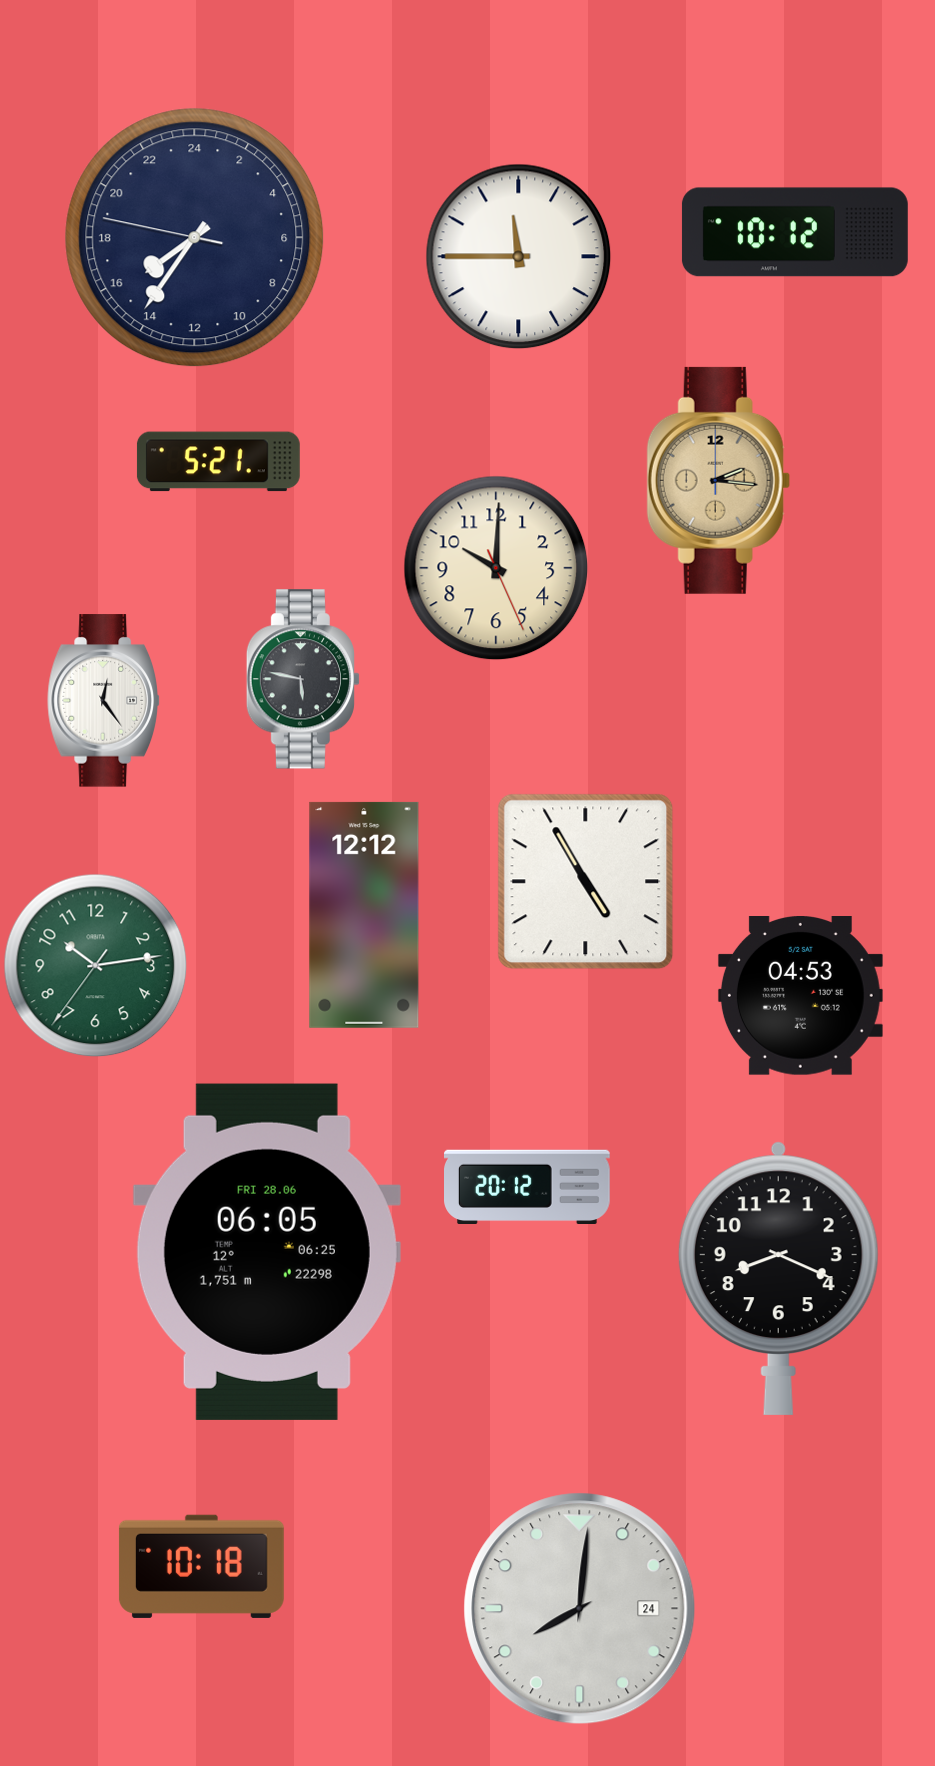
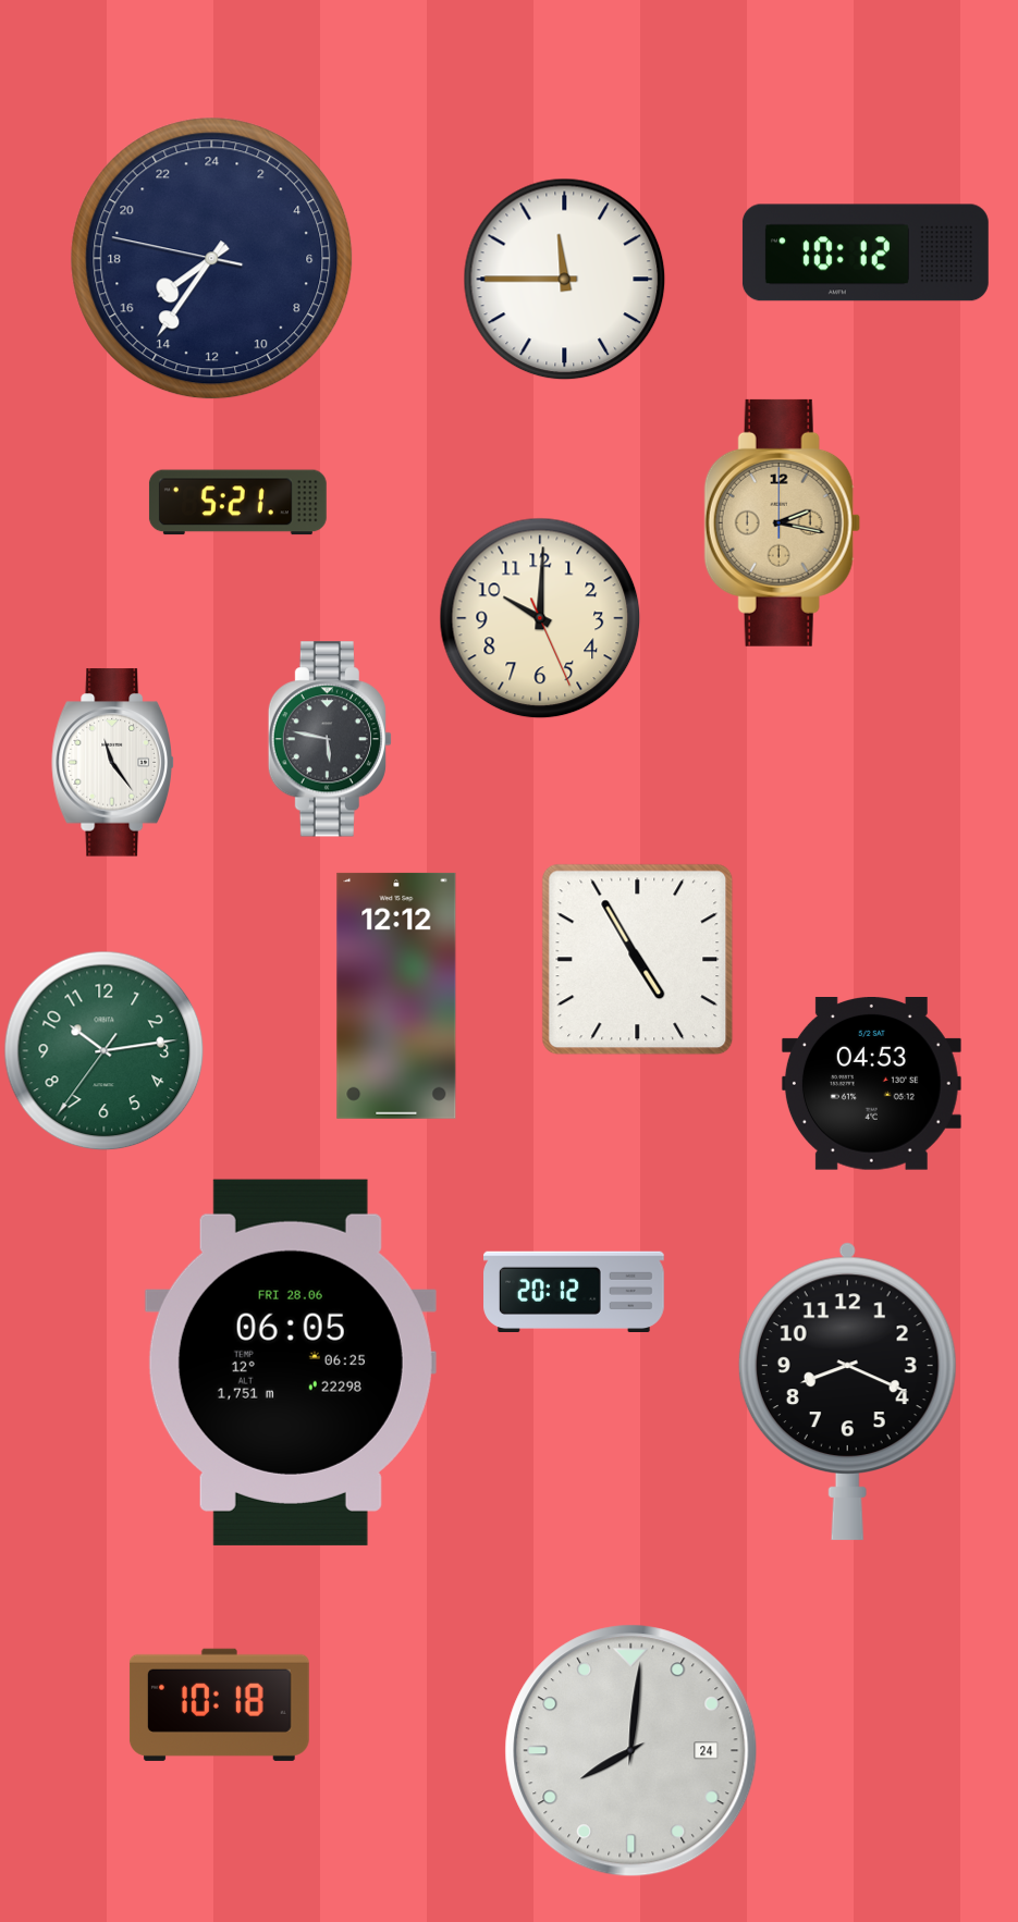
clock at (718, 480): 2:16 -> 2:17
clock at (103, 701): 12:24 -> 11:24
